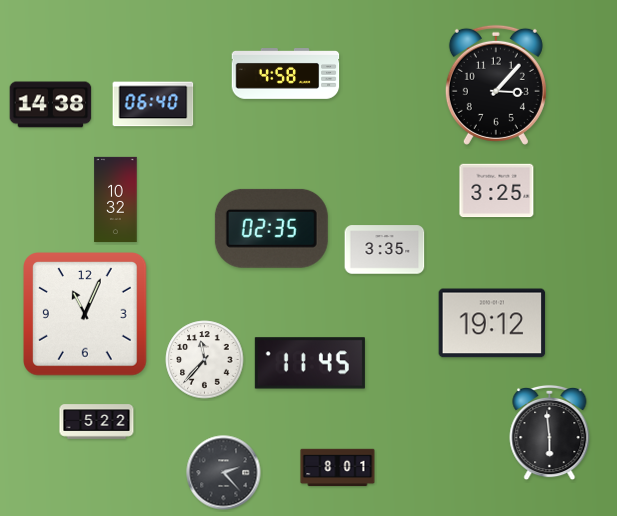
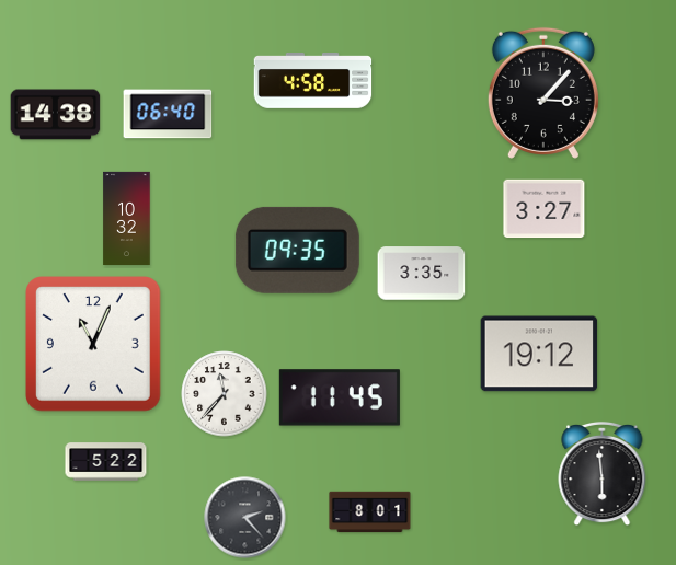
clock at (497, 191): 3:25 -> 3:27
clock at (271, 228): 02:35 -> 09:35
